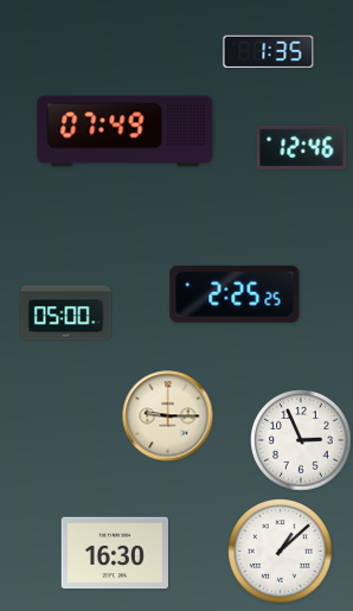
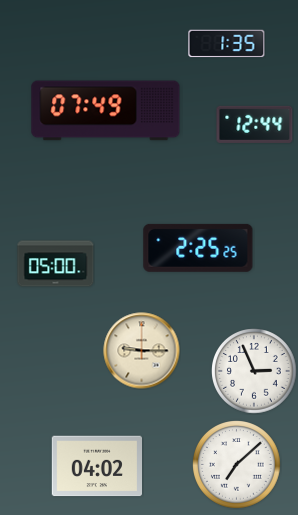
clock at (302, 147): 12:46 -> 12:44
clock at (281, 552): 1:08 -> 7:08
clock at (114, 553): 16:30 -> 04:02
